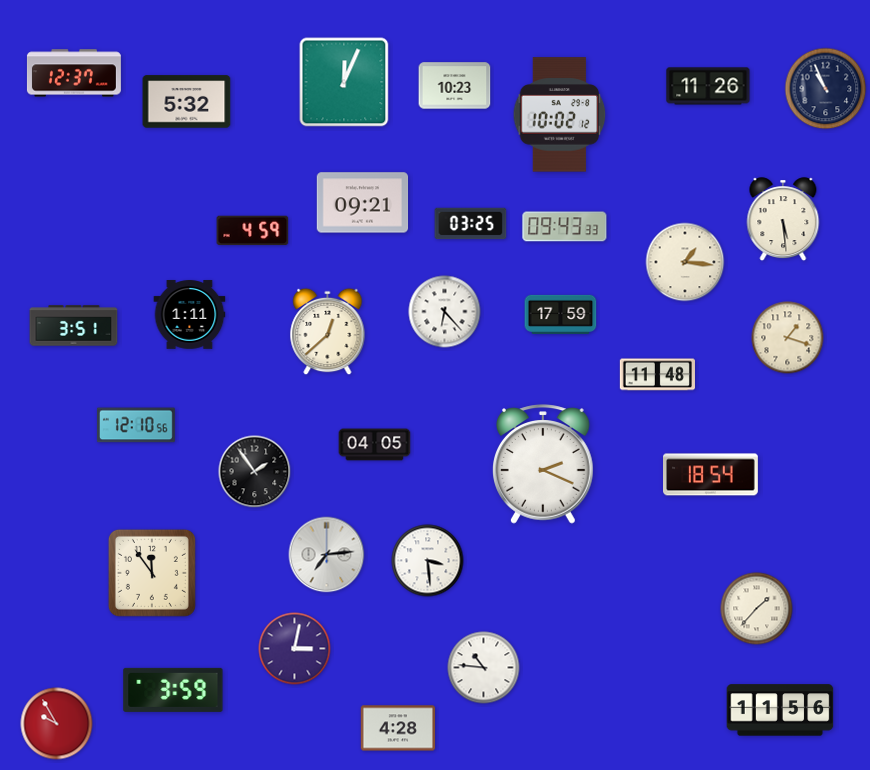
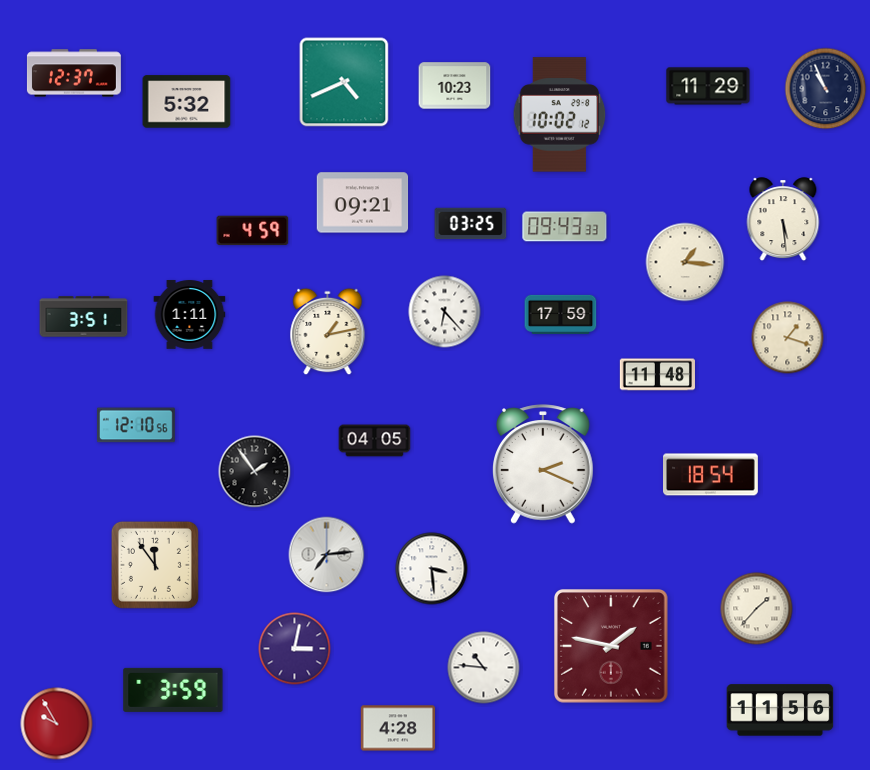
clock at (344, 82): 12:04 -> 4:41
clock at (708, 86): 11:26 -> 11:29
clock at (74, 326) position: (74, 326) -> (84, 317)
clock at (328, 332): 12:38 -> 1:13
clock at (375, 445) position: (375, 445) -> (375, 441)
clock at (428, 561) position: (428, 561) -> (432, 569)
clock at (152, 573) position: (152, 573) -> (155, 565)
clock at (611, 646): none -> 1:47
